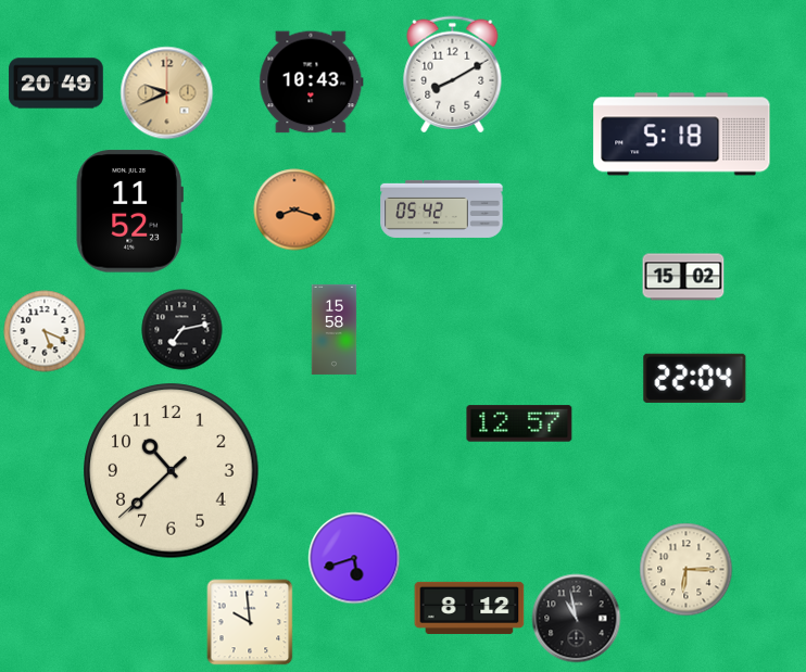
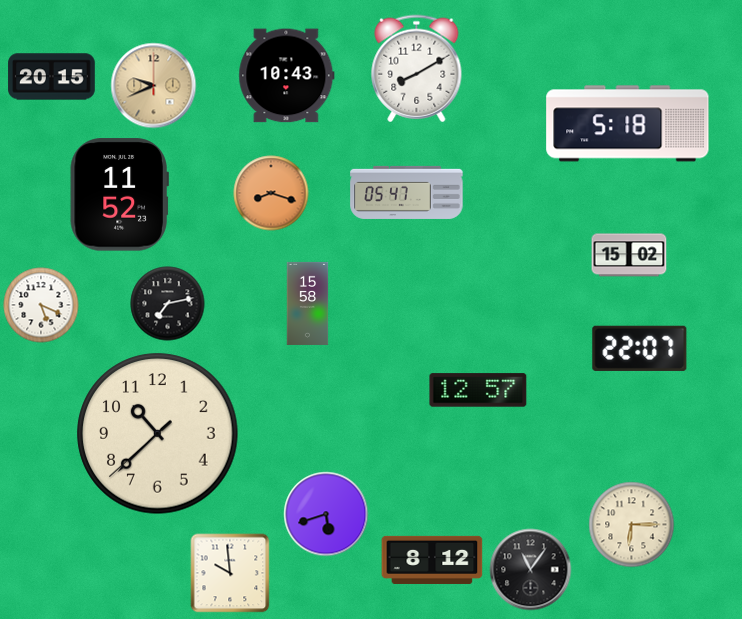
clock at (56, 84): 20:49 -> 20:15
clock at (442, 208): 05:42 -> 05:47
clock at (695, 378): 22:04 -> 22:07
clock at (577, 619): 10:58 -> 11:06
